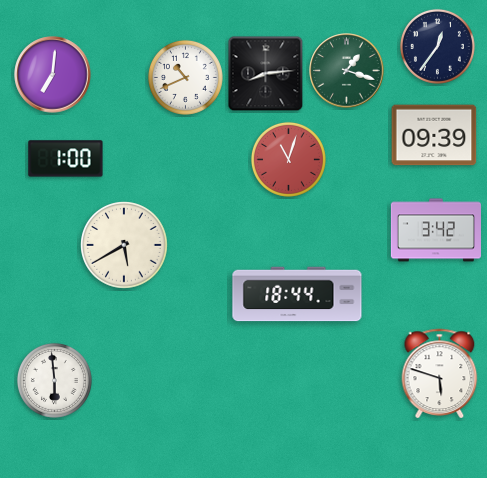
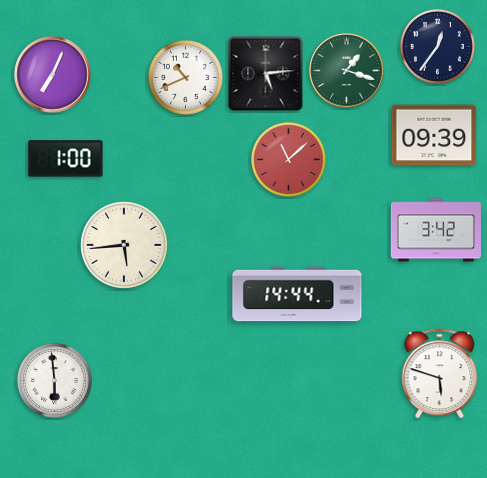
clock at (266, 74): 8:14 -> 5:14
clock at (53, 75): 7:01 -> 7:04
clock at (288, 159): 11:03 -> 11:08
clock at (125, 246): 5:40 -> 5:44
clock at (297, 294): 18:44 -> 14:44
